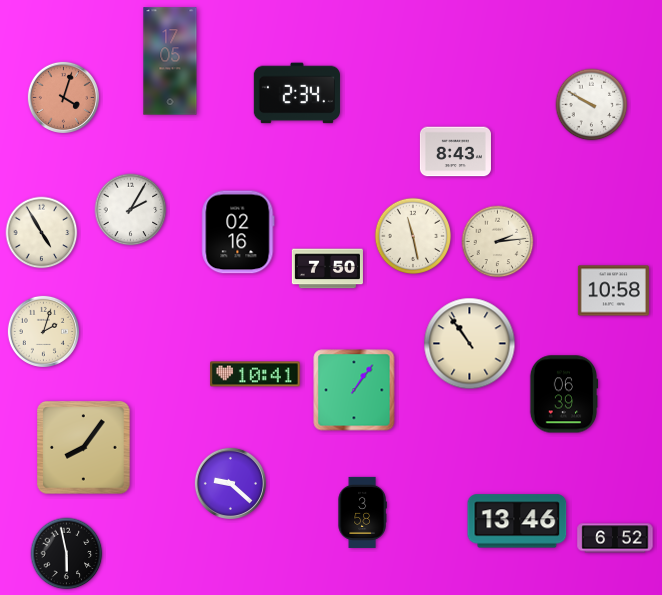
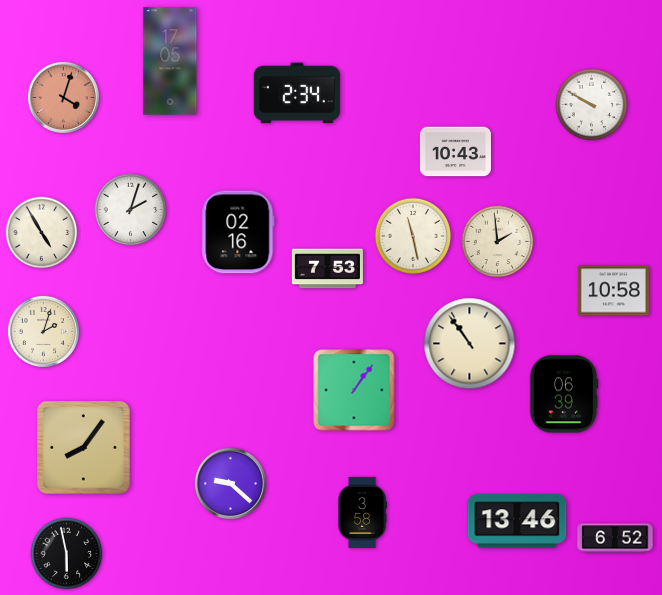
clock at (455, 152): 8:43 -> 10:43
clock at (131, 210): 2:05 -> 2:03
clock at (498, 242): 2:14 -> 1:59
clock at (327, 269): 7:50 -> 7:53
clock at (255, 374): 10:41 -> none
